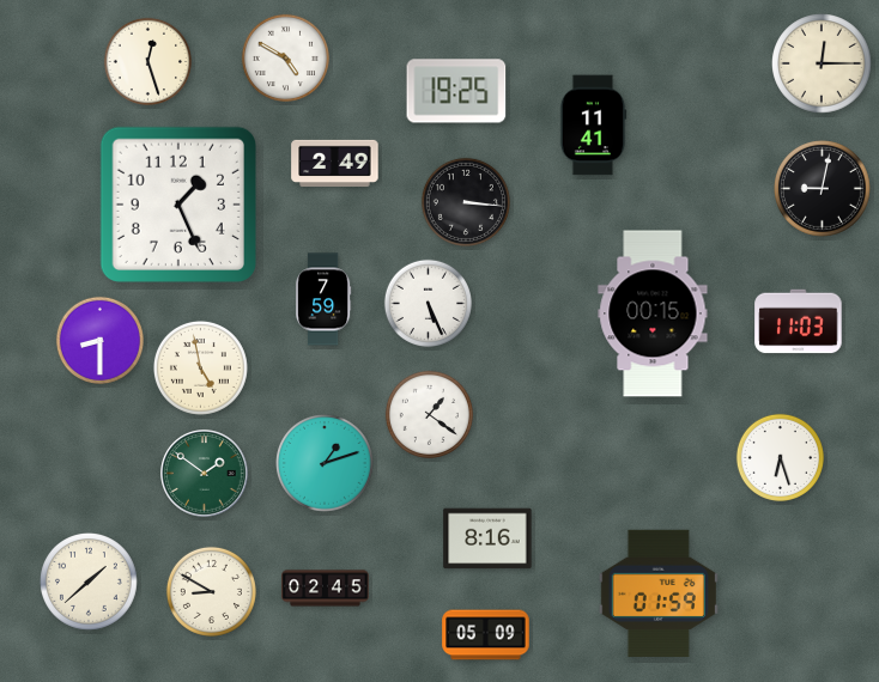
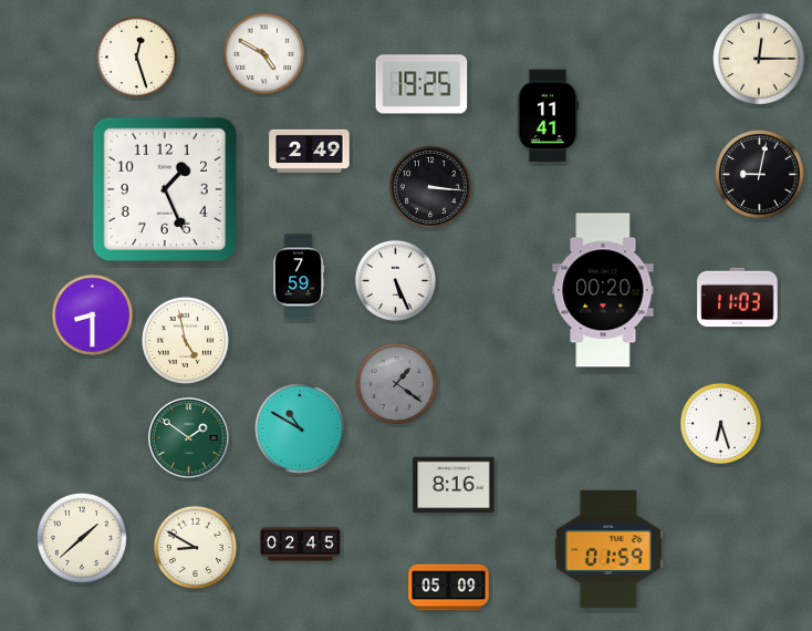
clock at (653, 313): 00:15 -> 00:20
clock at (429, 414) dial: white -> grey
clock at (326, 464): 1:12 -> 10:50
clock at (487, 538) position: (487, 538) -> (454, 485)
